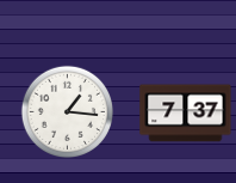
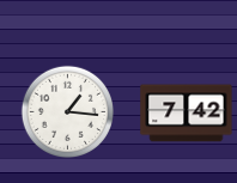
clock at (186, 114): 7:37 -> 7:42
